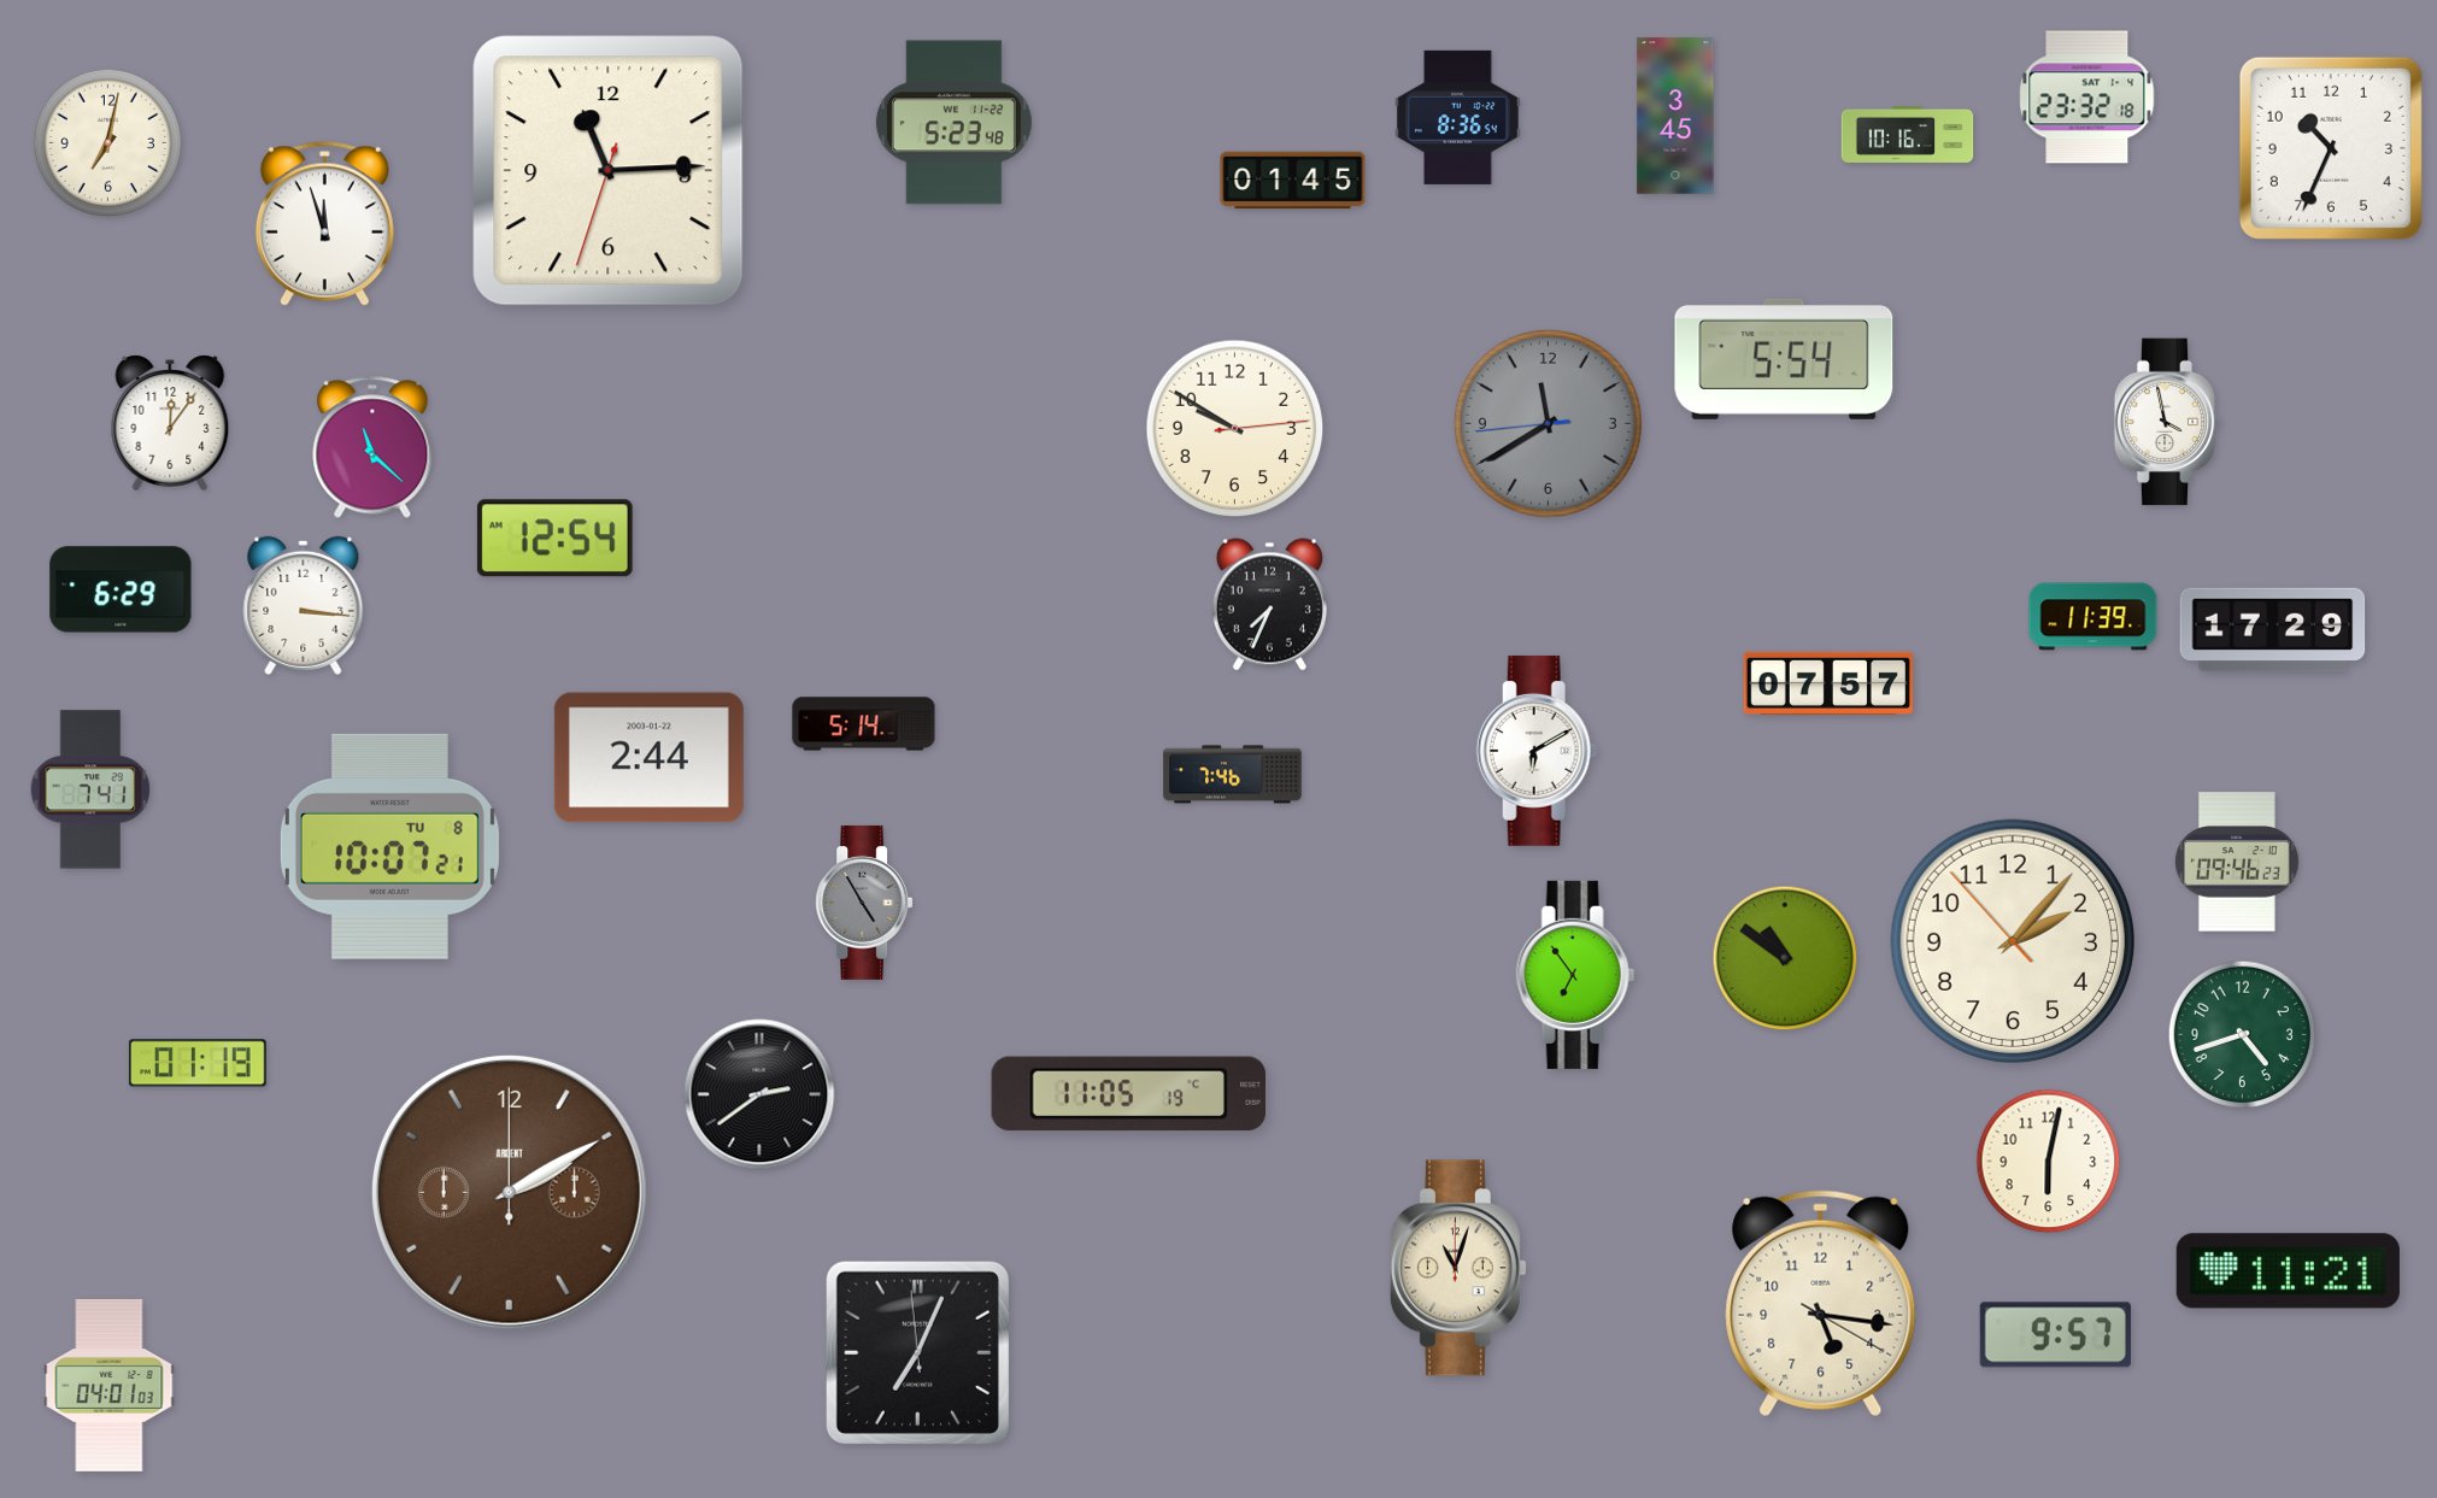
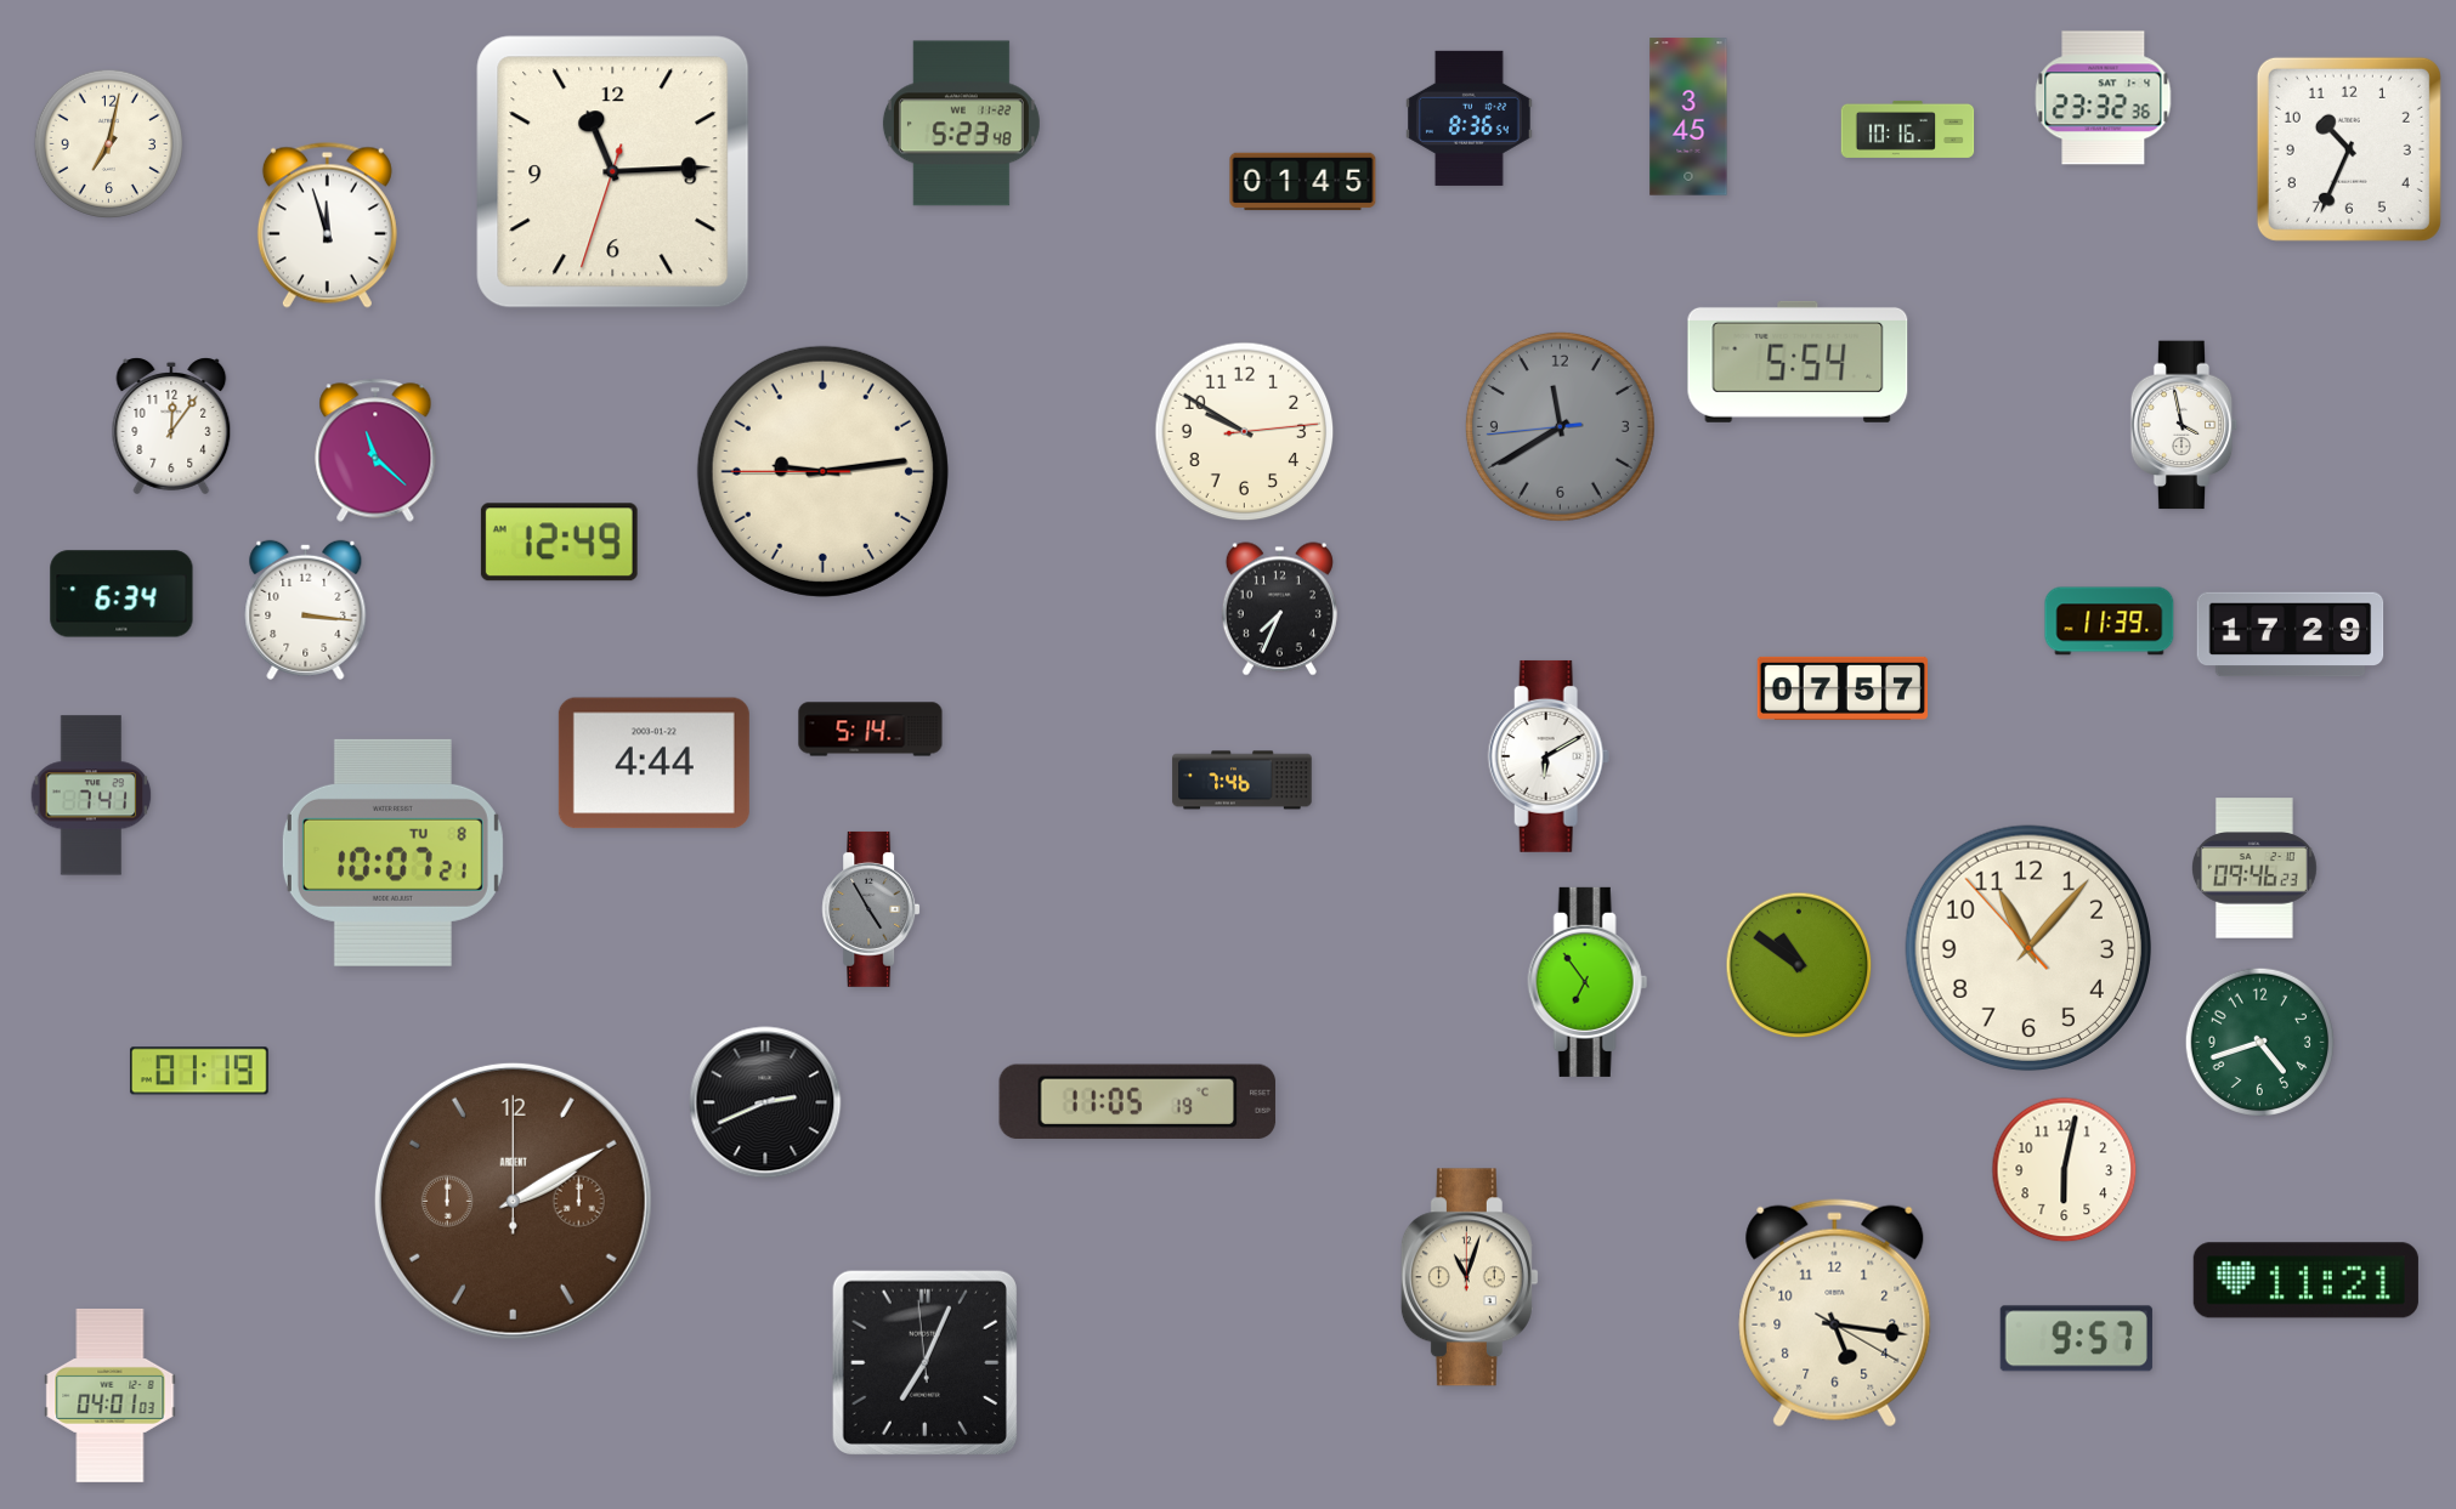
clock at (2087, 98): 23:32:18 -> 23:32:36
clock at (1908, 134) position: (1908, 134) -> (1908, 129)
clock at (822, 471): none -> 9:13
clock at (554, 539): 12:54 -> 12:49
clock at (121, 589): 6:29 -> 6:34
clock at (648, 758): 2:44 -> 4:44
clock at (2013, 941): 2:06 -> 11:06
clock at (759, 1094): 2:39 -> 2:41
clock at (2055, 1335) position: (2055, 1335) -> (2076, 1339)
